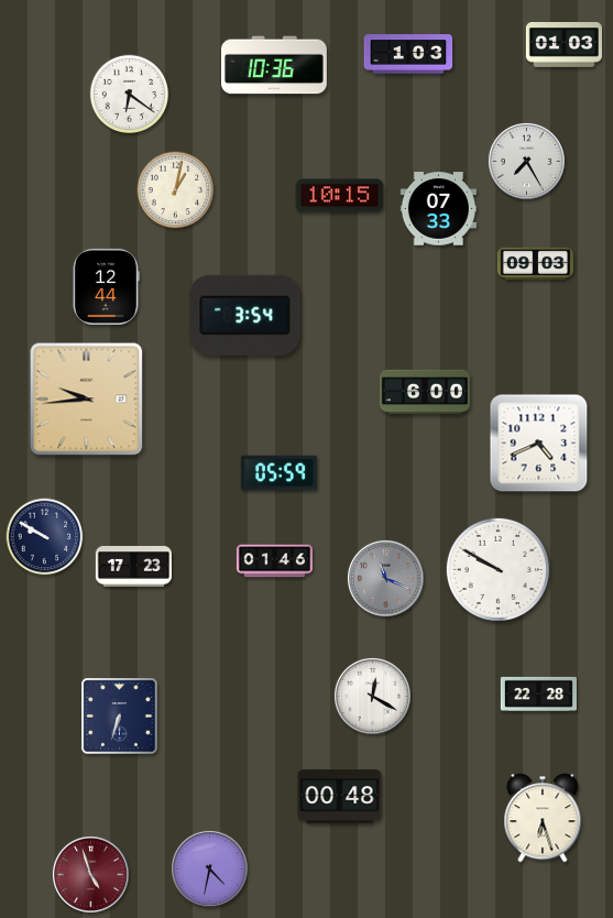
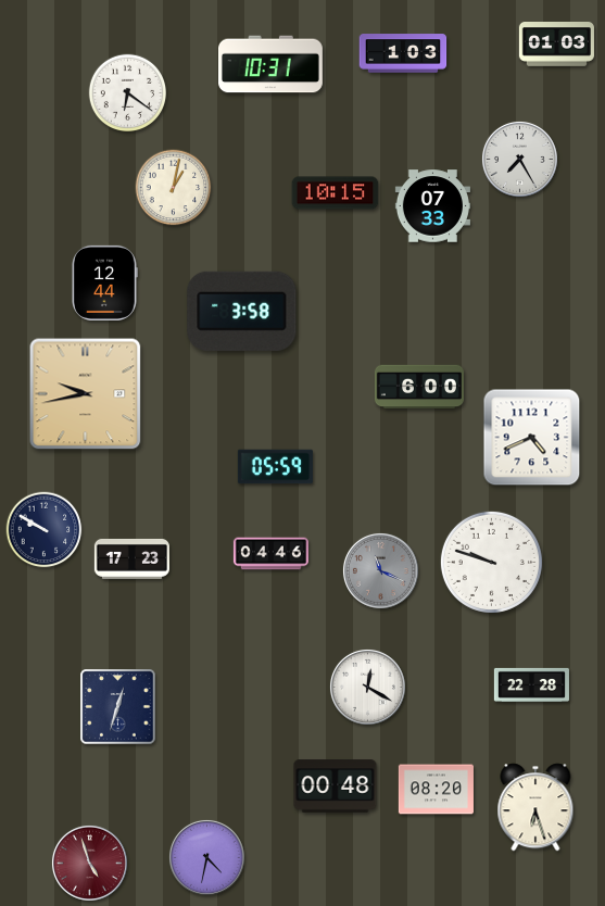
clock at (274, 65): 10:36 -> 10:31
clock at (535, 263): 09:03 -> none
clock at (245, 315): 3:54 -> 3:58
clock at (87, 400): 9:44 -> 9:43
clock at (274, 561): 01:46 -> 04:46
clock at (497, 569): 9:50 -> 9:48
clock at (120, 717): 6:33 -> 12:33
clock at (436, 790): none -> 08:20
